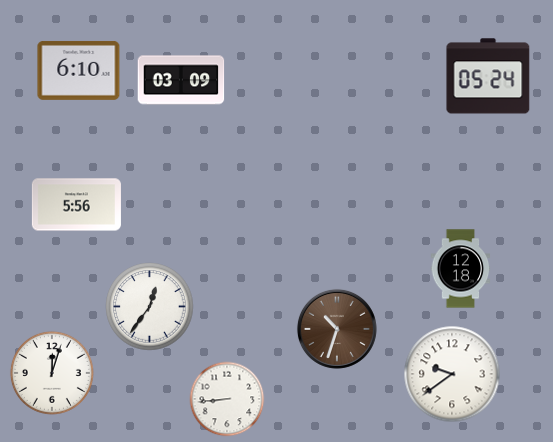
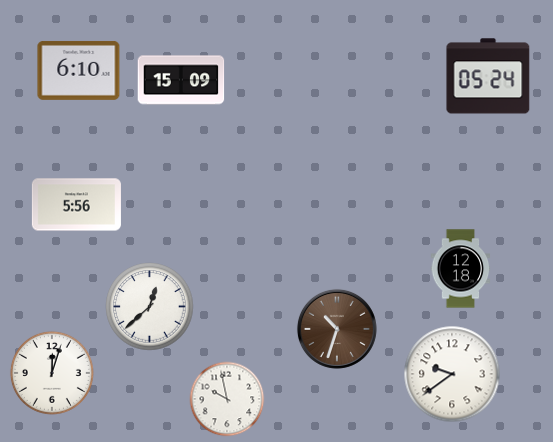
clock at (181, 80): 03:09 -> 15:09
clock at (150, 307): 12:36 -> 12:38
clock at (227, 399): 8:44 -> 9:58
